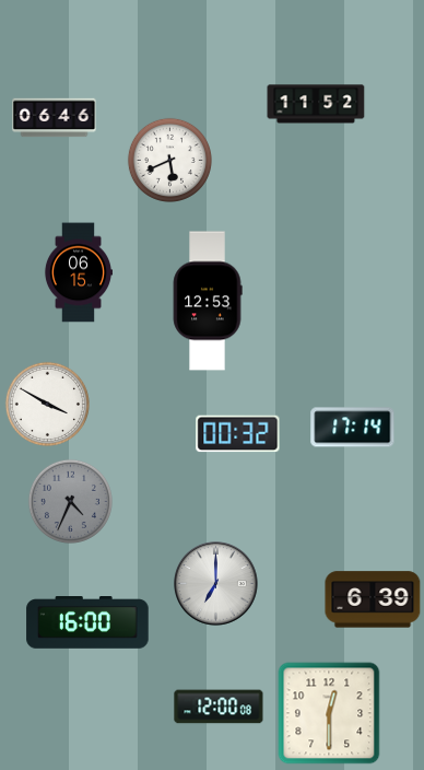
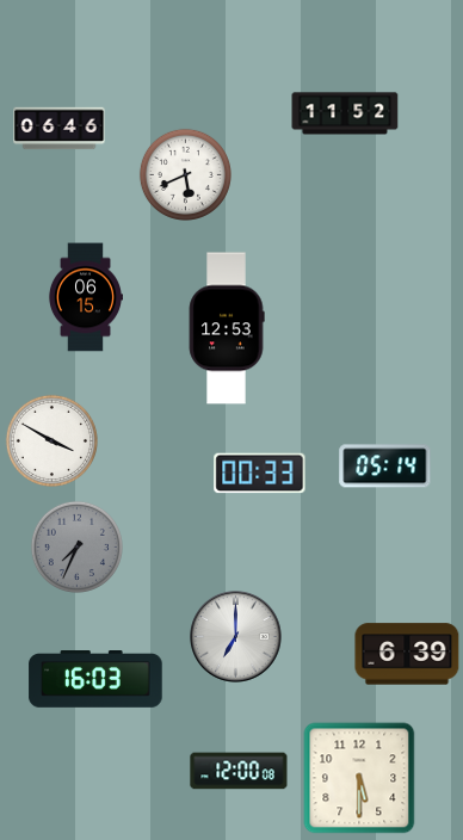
clock at (353, 428): 17:14 -> 05:14
clock at (238, 434): 00:32 -> 00:33
clock at (70, 501): 4:34 -> 7:34
clock at (87, 623): 16:00 -> 16:03
clock at (329, 713): 12:30 -> 5:30
